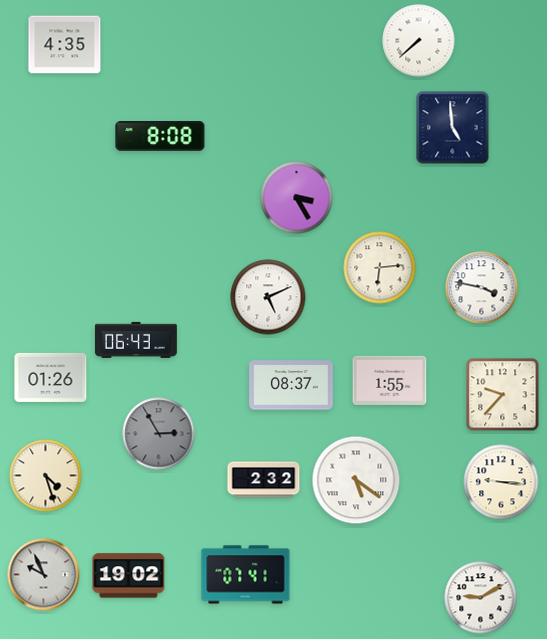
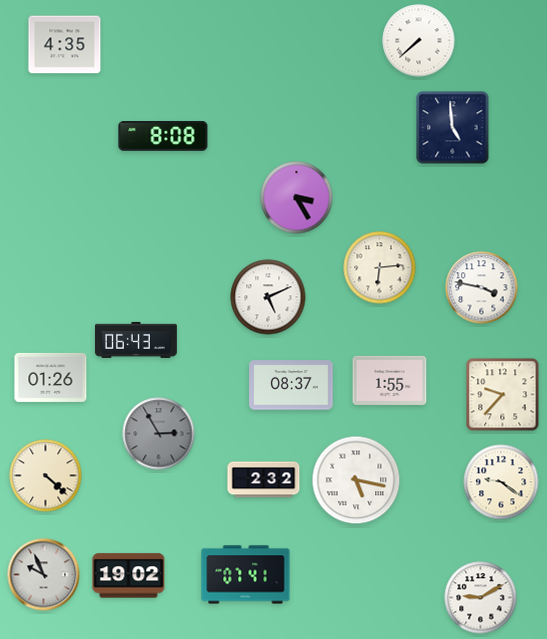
clock at (160, 137) position: (160, 137) -> (163, 137)
clock at (46, 476): 4:27 -> 4:22
clock at (356, 480): 5:21 -> 5:17
clock at (501, 482): 9:16 -> 9:21
